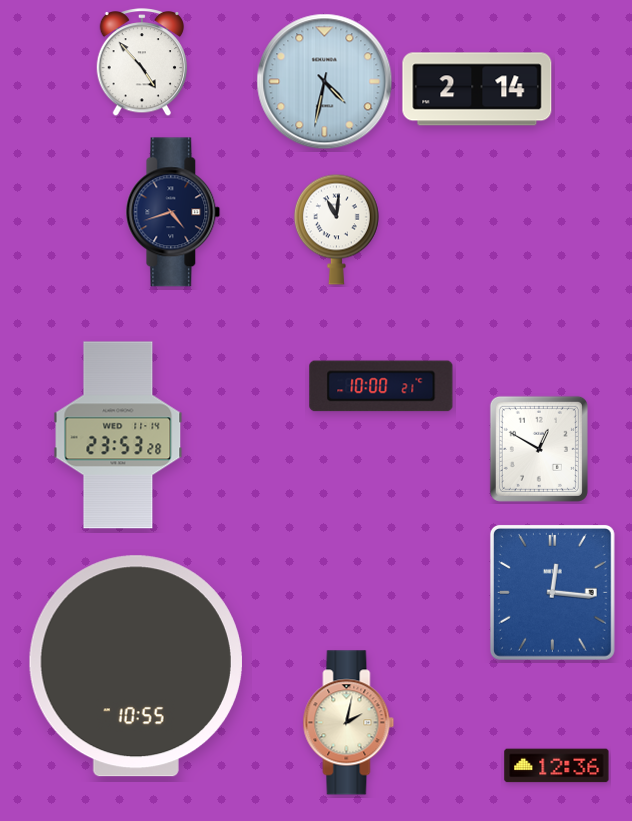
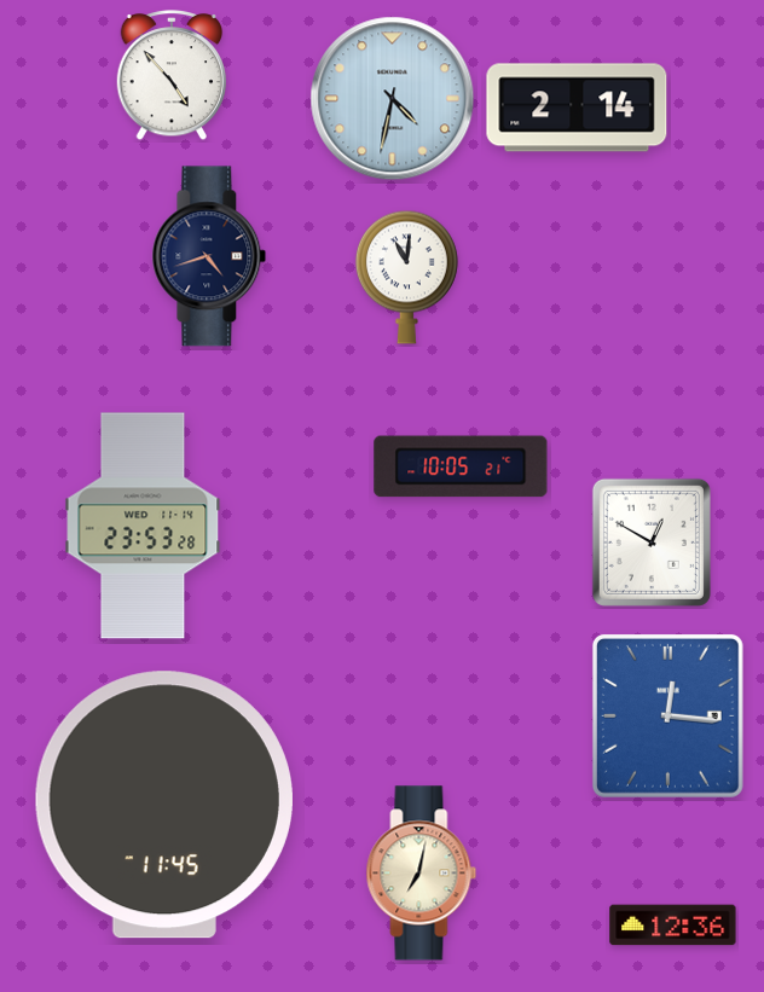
clock at (381, 386): 10:00 -> 10:05
clock at (136, 666): 10:55 -> 11:45
clock at (349, 723): 2:02 -> 7:02
